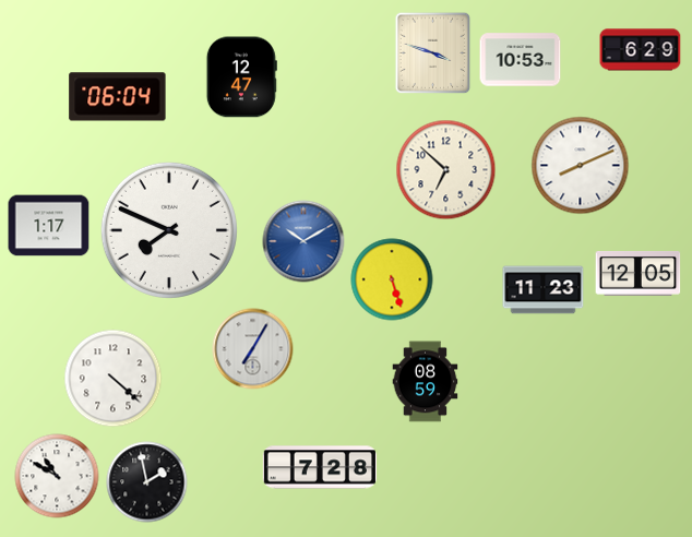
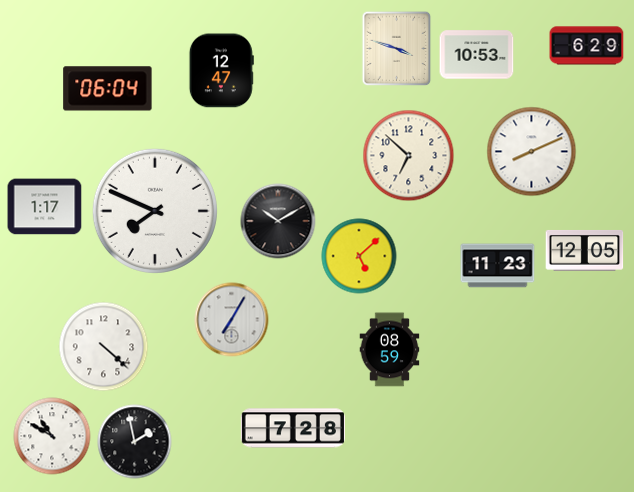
clock at (303, 241) dial: blue -> black
clock at (392, 279): 5:27 -> 5:08
